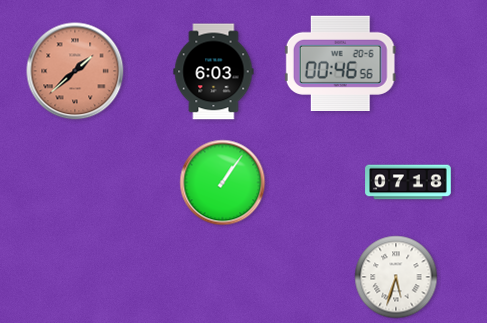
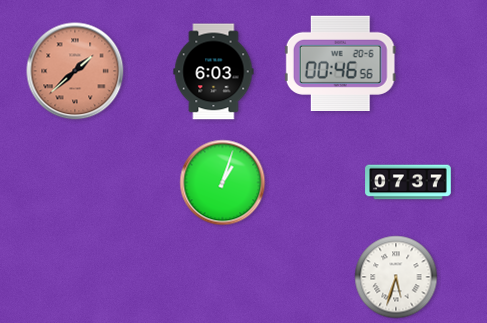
clock at (408, 182): 07:18 -> 07:37
clock at (223, 183): 1:06 -> 1:03
